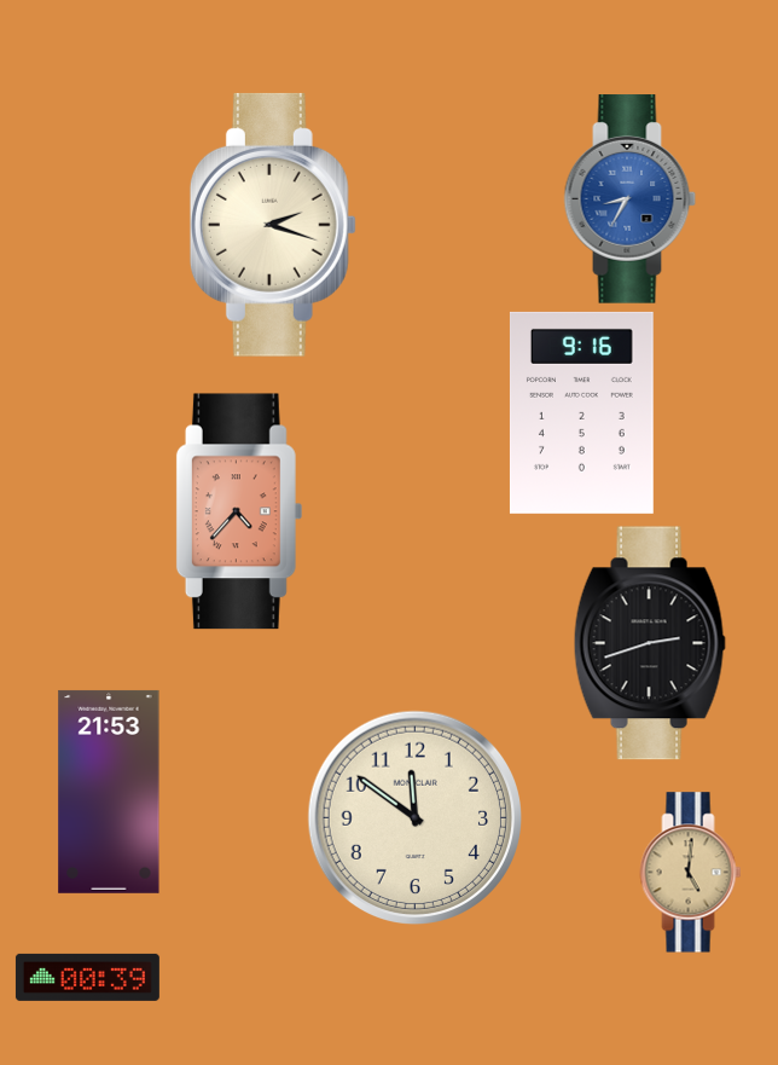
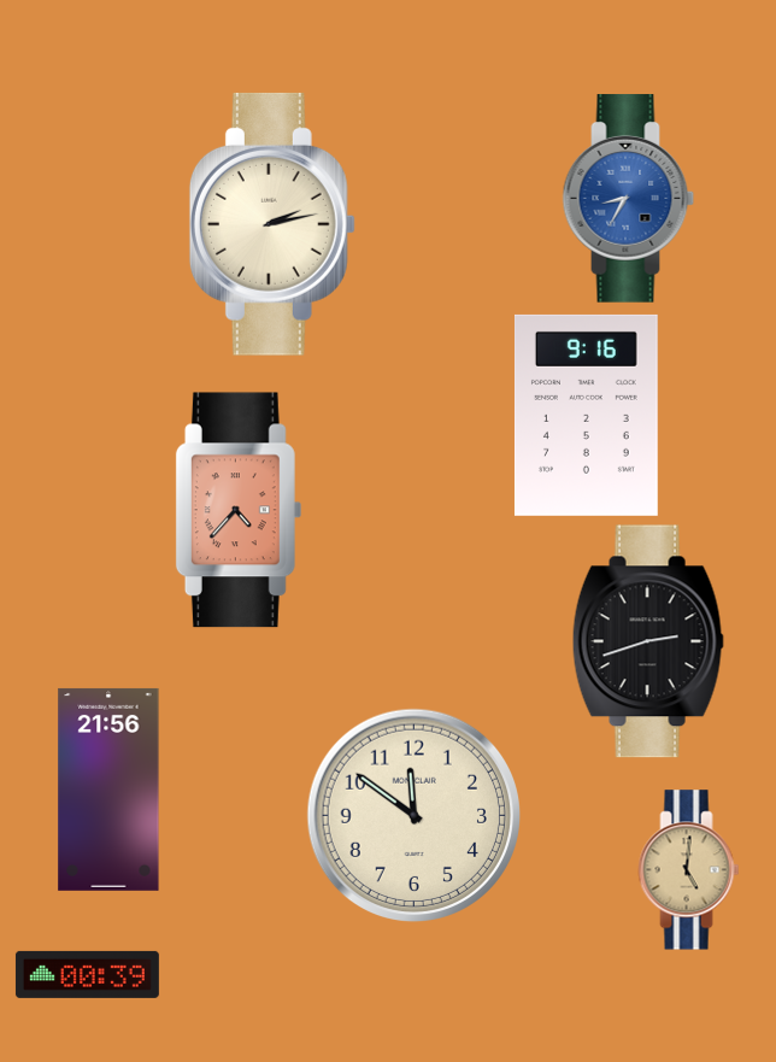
clock at (273, 225): 2:18 -> 2:13
clock at (581, 412) position: (581, 412) -> (586, 415)
clock at (109, 792): 21:53 -> 21:56
